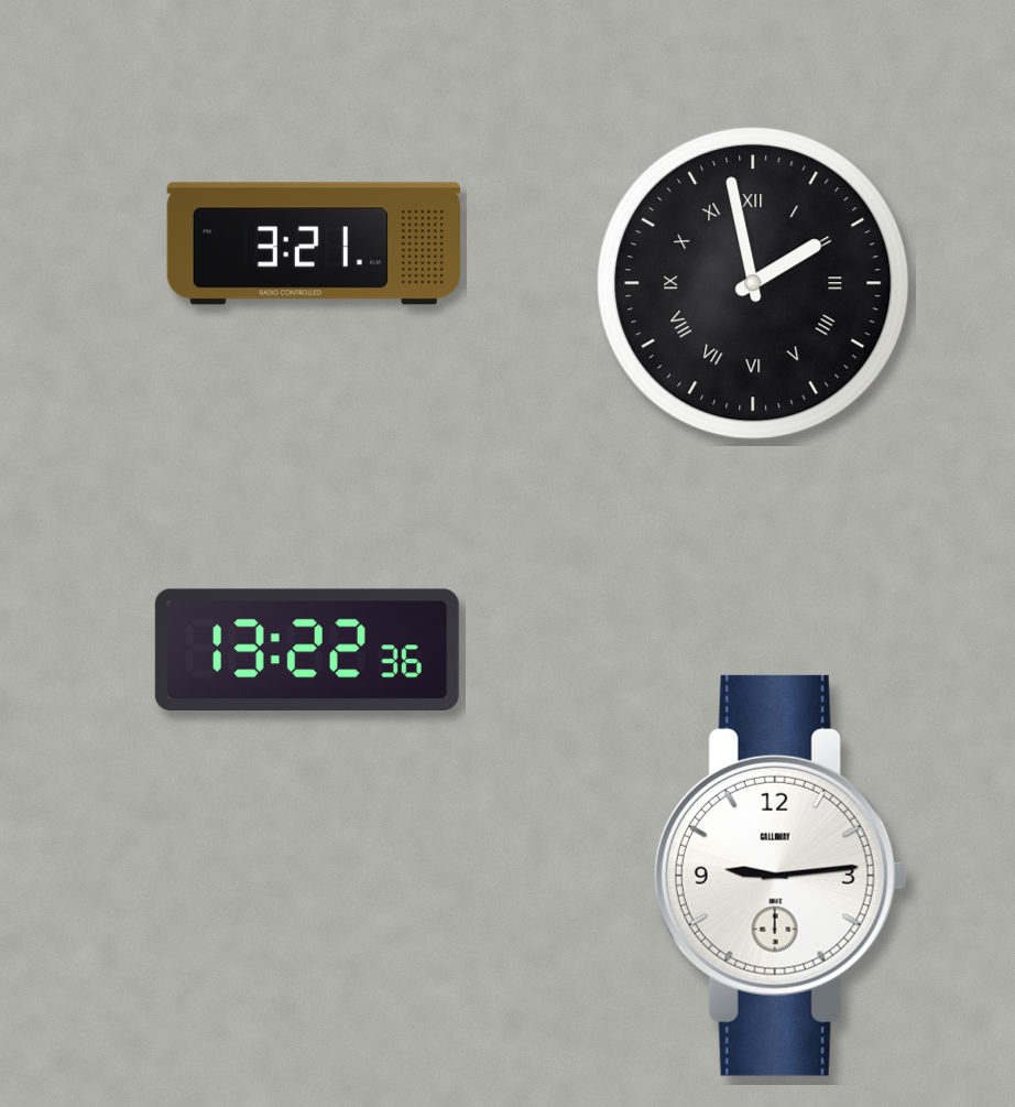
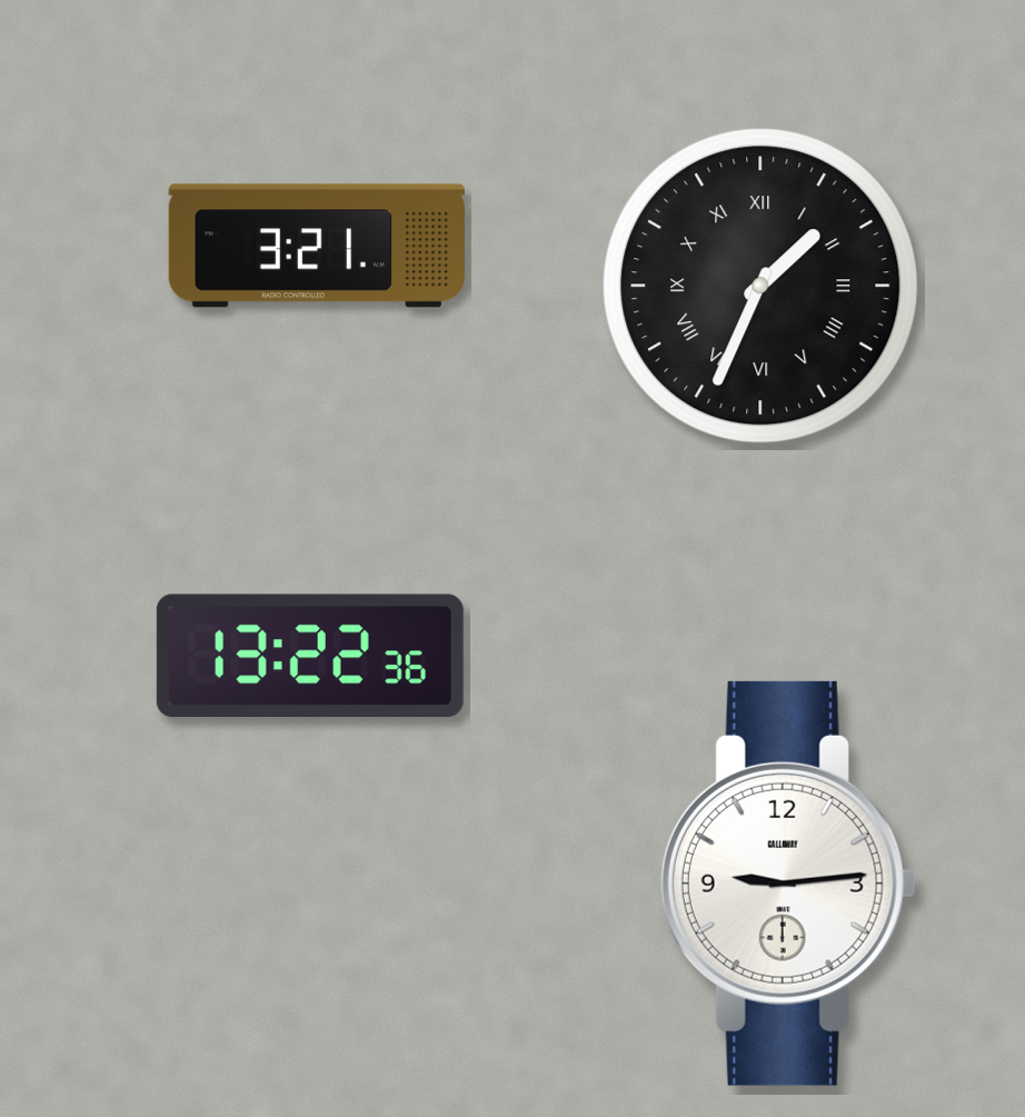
clock at (753, 283): 1:58 -> 1:34
